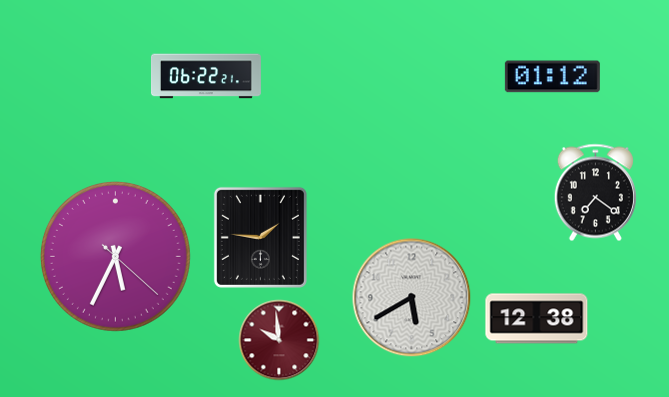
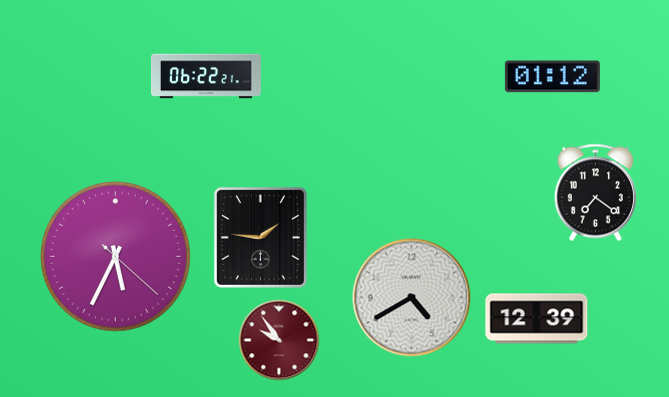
clock at (412, 298): 5:40 -> 4:40
clock at (537, 319): 12:38 -> 12:39
clock at (279, 340): 9:59 -> 9:54
